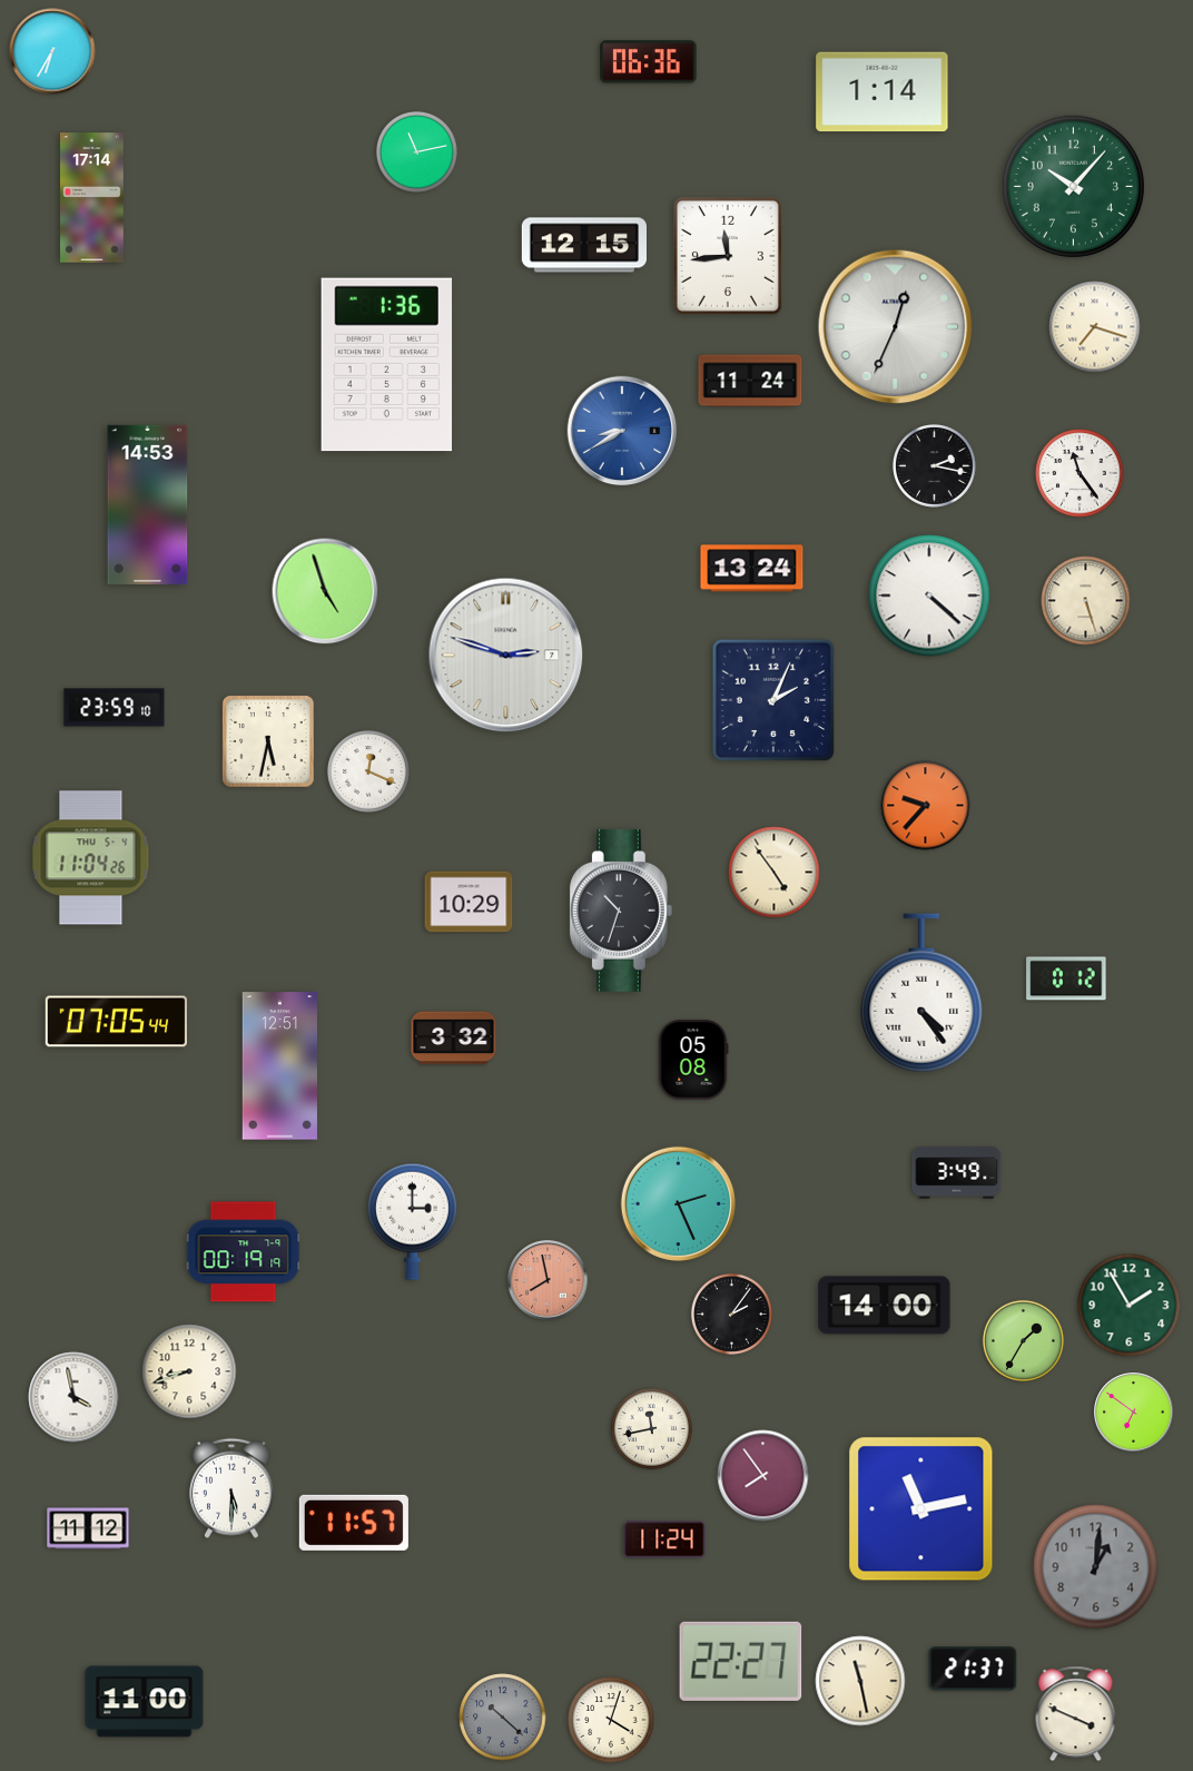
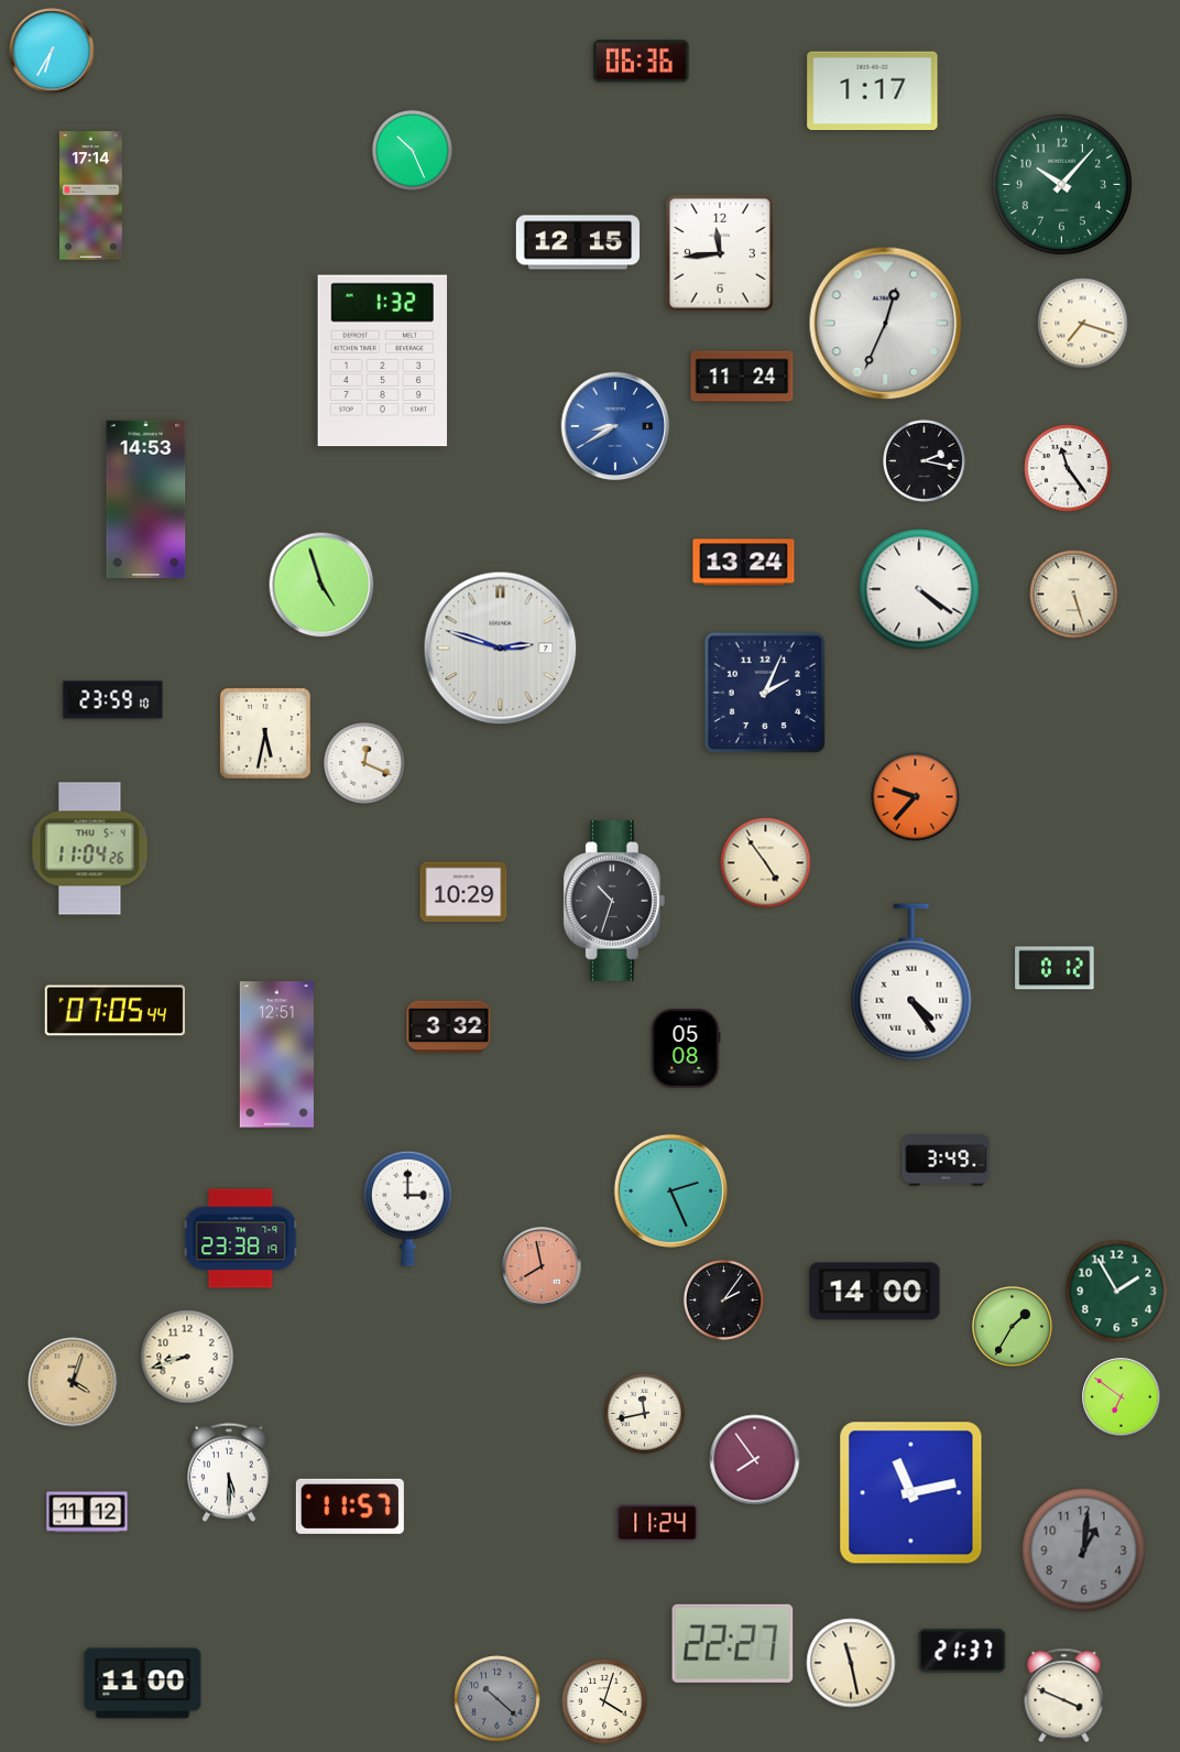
clock at (883, 92): 1:14 -> 1:17
clock at (416, 151): 11:13 -> 10:26
clock at (387, 365): 1:36 -> 1:32
clock at (929, 596): 4:22 -> 4:21
clock at (244, 1252): 00:19 -> 23:38
clock at (73, 1397): 3:58 -> 4:03
clock at (73, 1397) dial: white -> champagne
